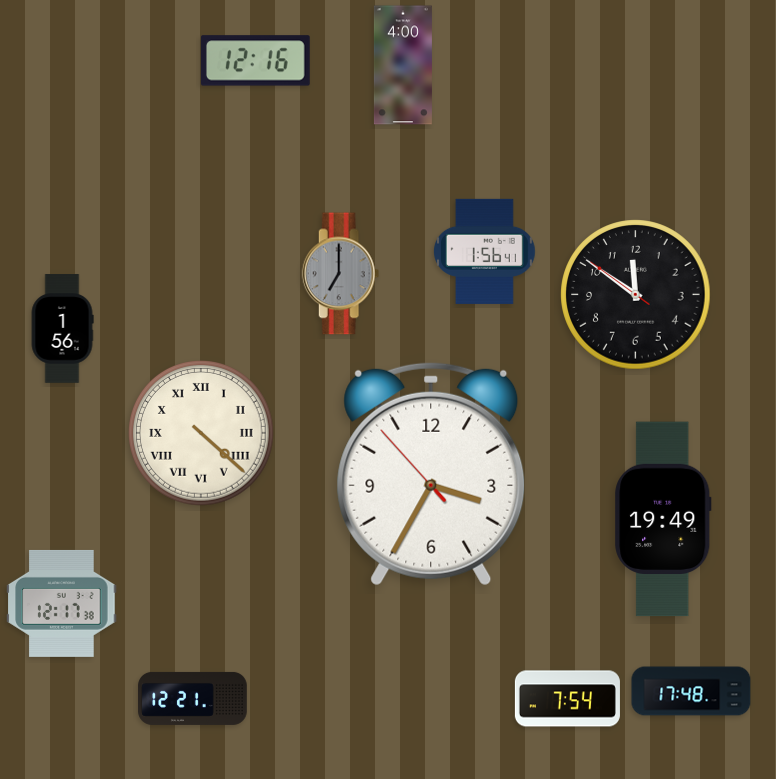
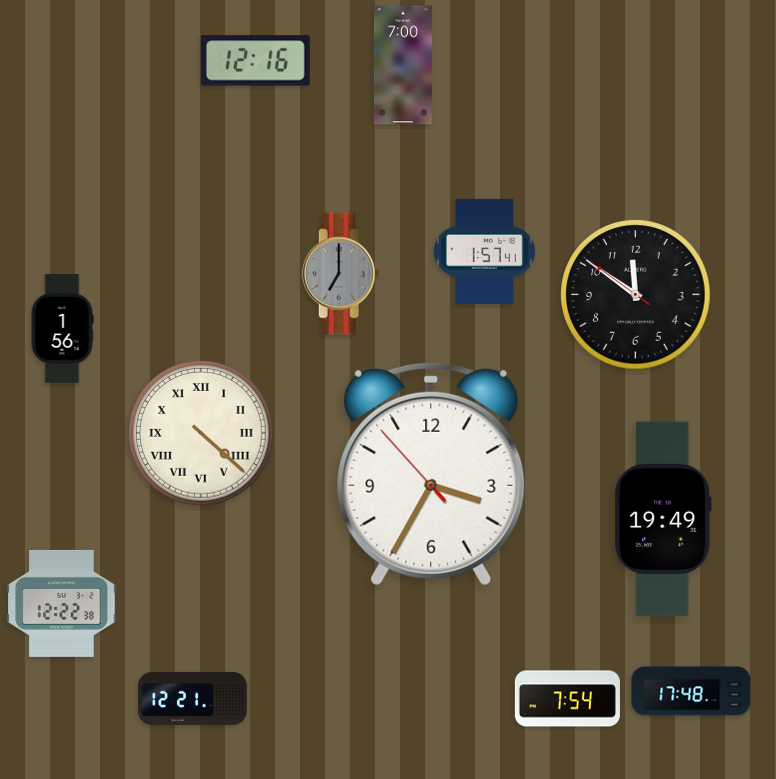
clock at (403, 65): 4:00 -> 7:00
clock at (484, 251): 1:56 -> 1:57
clock at (62, 603): 12:17 -> 12:22
